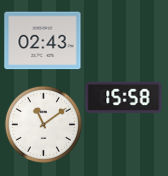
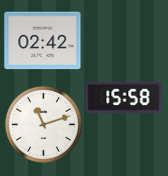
clock at (43, 41): 02:43 -> 02:42
clock at (43, 124): 11:09 -> 11:12
